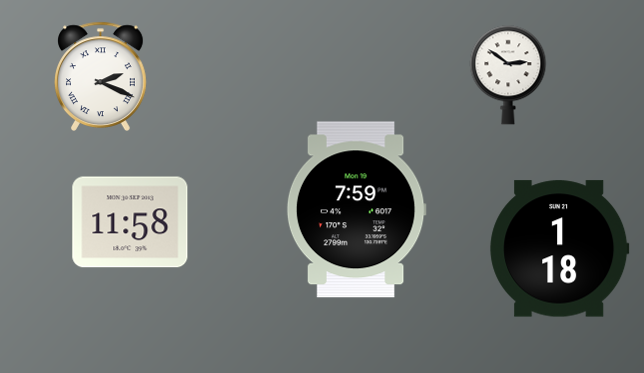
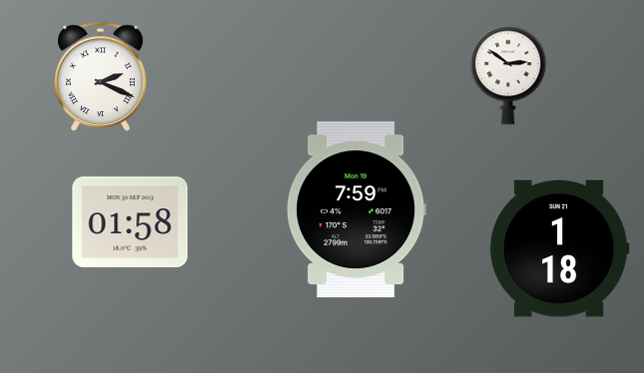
clock at (130, 222): 11:58 -> 01:58
